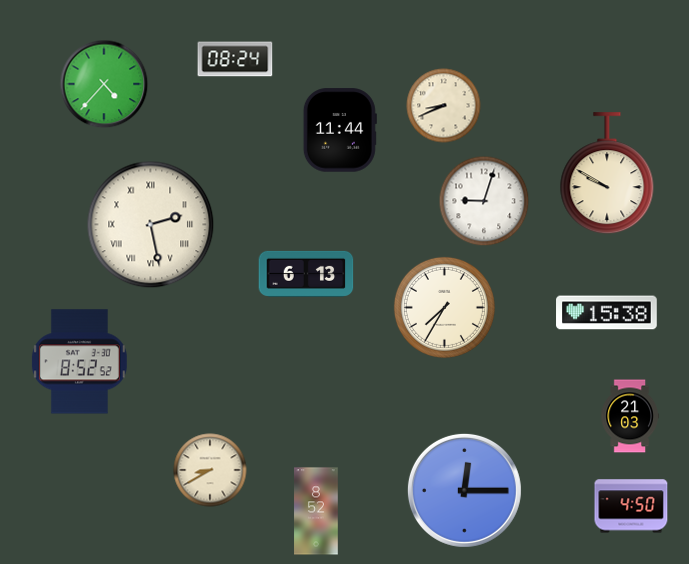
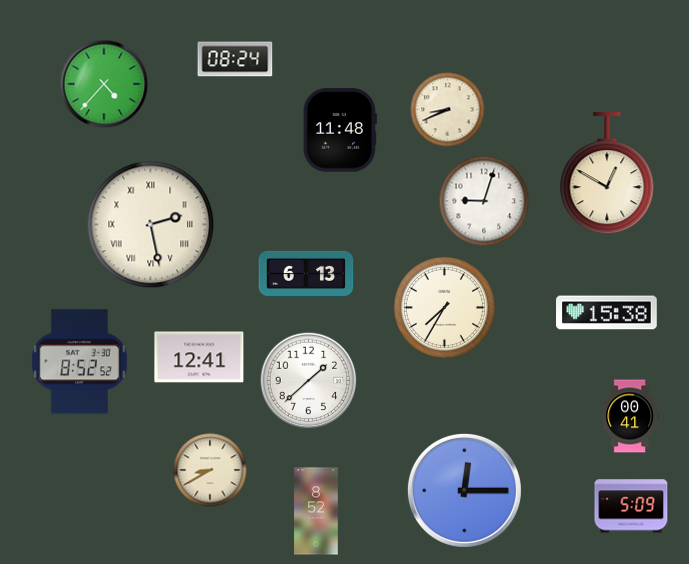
clock at (444, 106) position: (444, 106) -> (448, 110)
clock at (340, 130): 11:44 -> 11:48
clock at (607, 174): 9:50 -> 12:50
clock at (199, 357): none -> 12:41
clock at (309, 381): none -> 1:38
clock at (630, 416): 21:03 -> 00:41
clock at (631, 506): 4:50 -> 5:09
